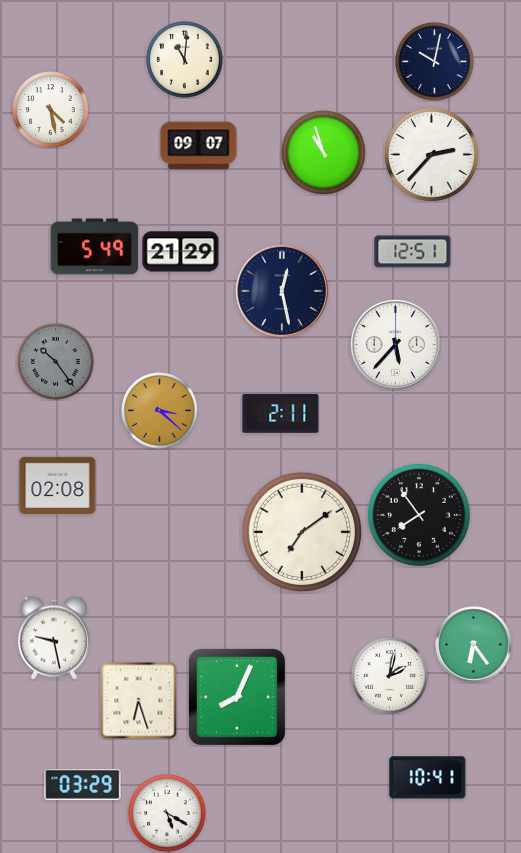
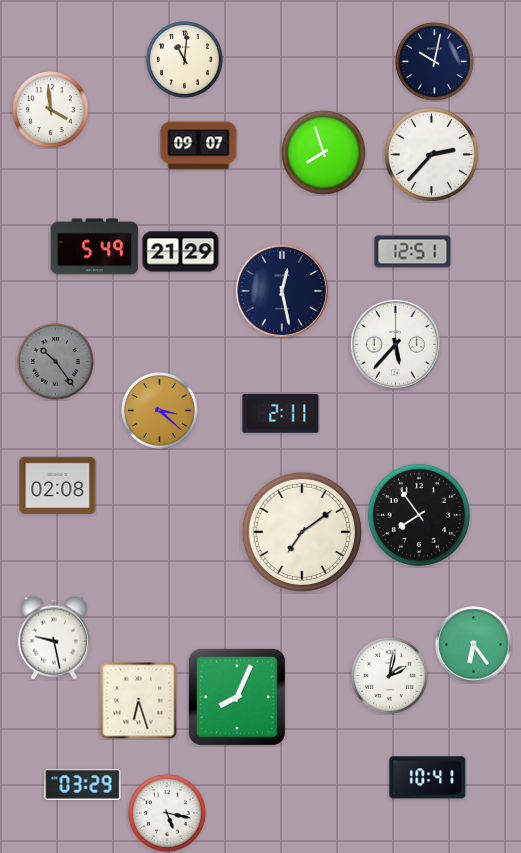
clock at (51, 110): 4:28 -> 3:59
clock at (323, 152): 10:57 -> 7:57
clock at (168, 814): 5:20 -> 5:17
